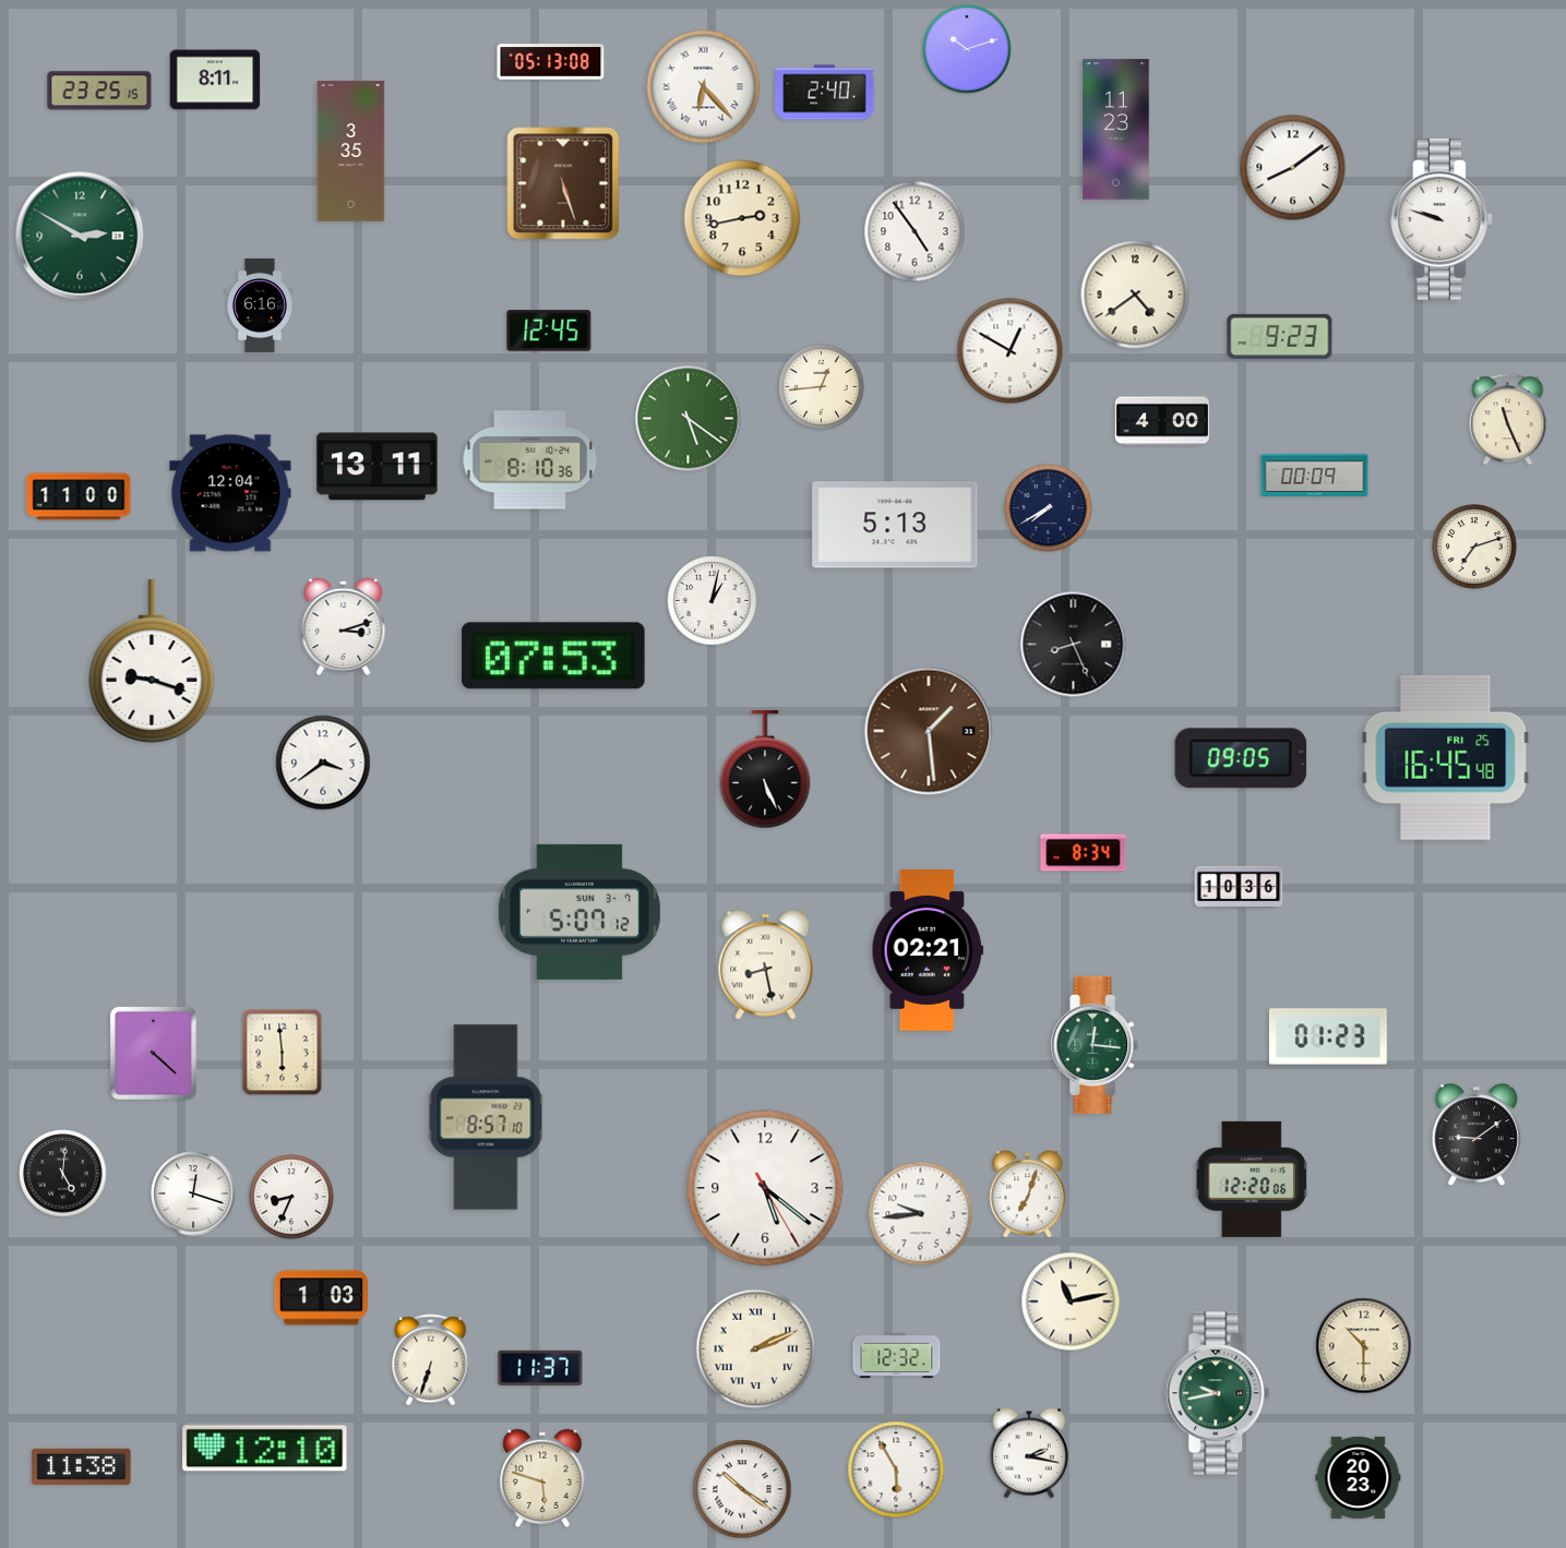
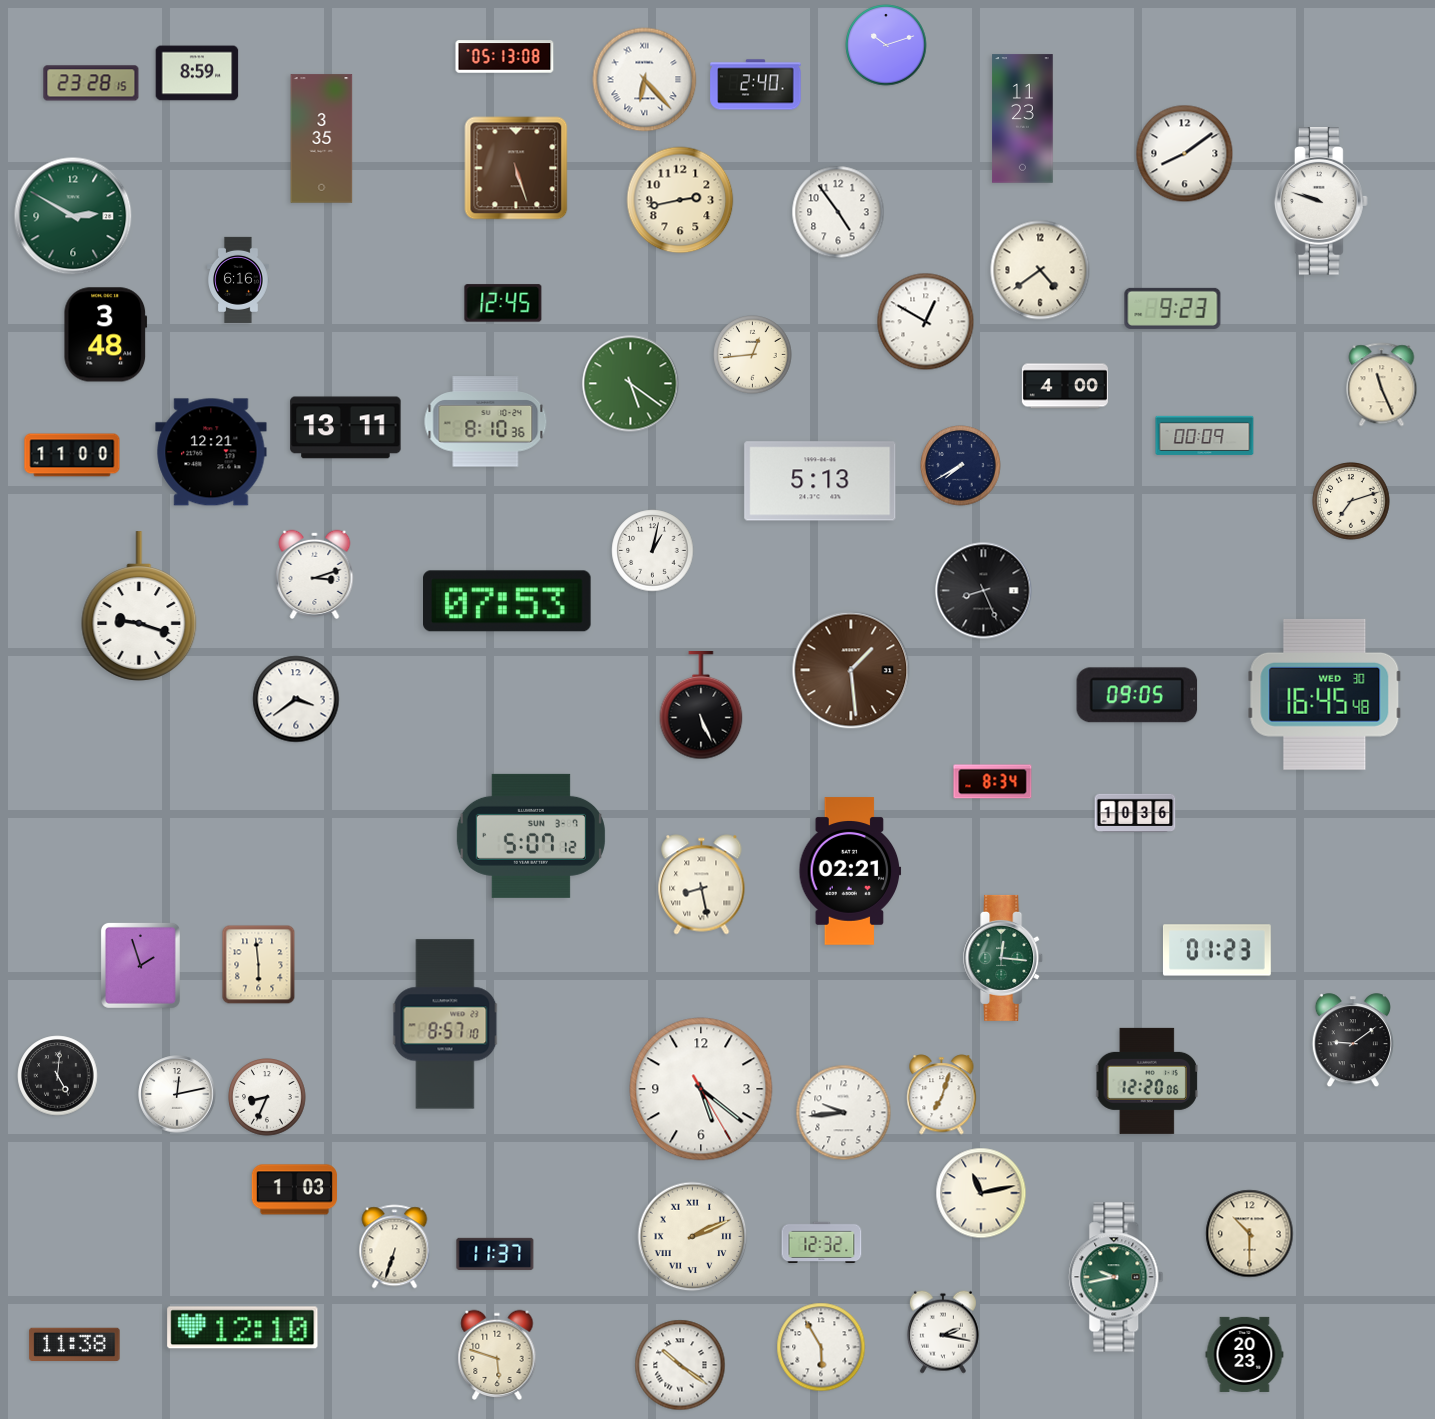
clock at (215, 80): 8:11 -> 8:59
clock at (99, 91): 23:25 -> 23:28
clock at (106, 335): none -> 3:48
clock at (230, 493): 12:04 -> 12:21
clock at (1446, 757) date: FRI 25 -> WED 30
clock at (153, 1053): 4:22 -> 1:57
clock at (193, 1193): 12:18 -> 12:13
